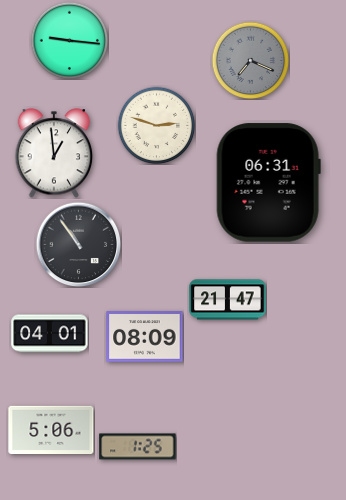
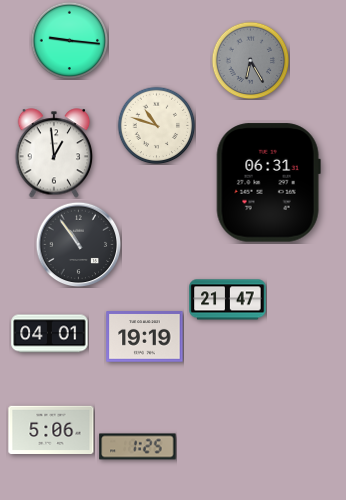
clock at (250, 60): 7:19 -> 6:25
clock at (156, 125): 2:48 -> 10:48
clock at (145, 337): 08:09 -> 19:19
